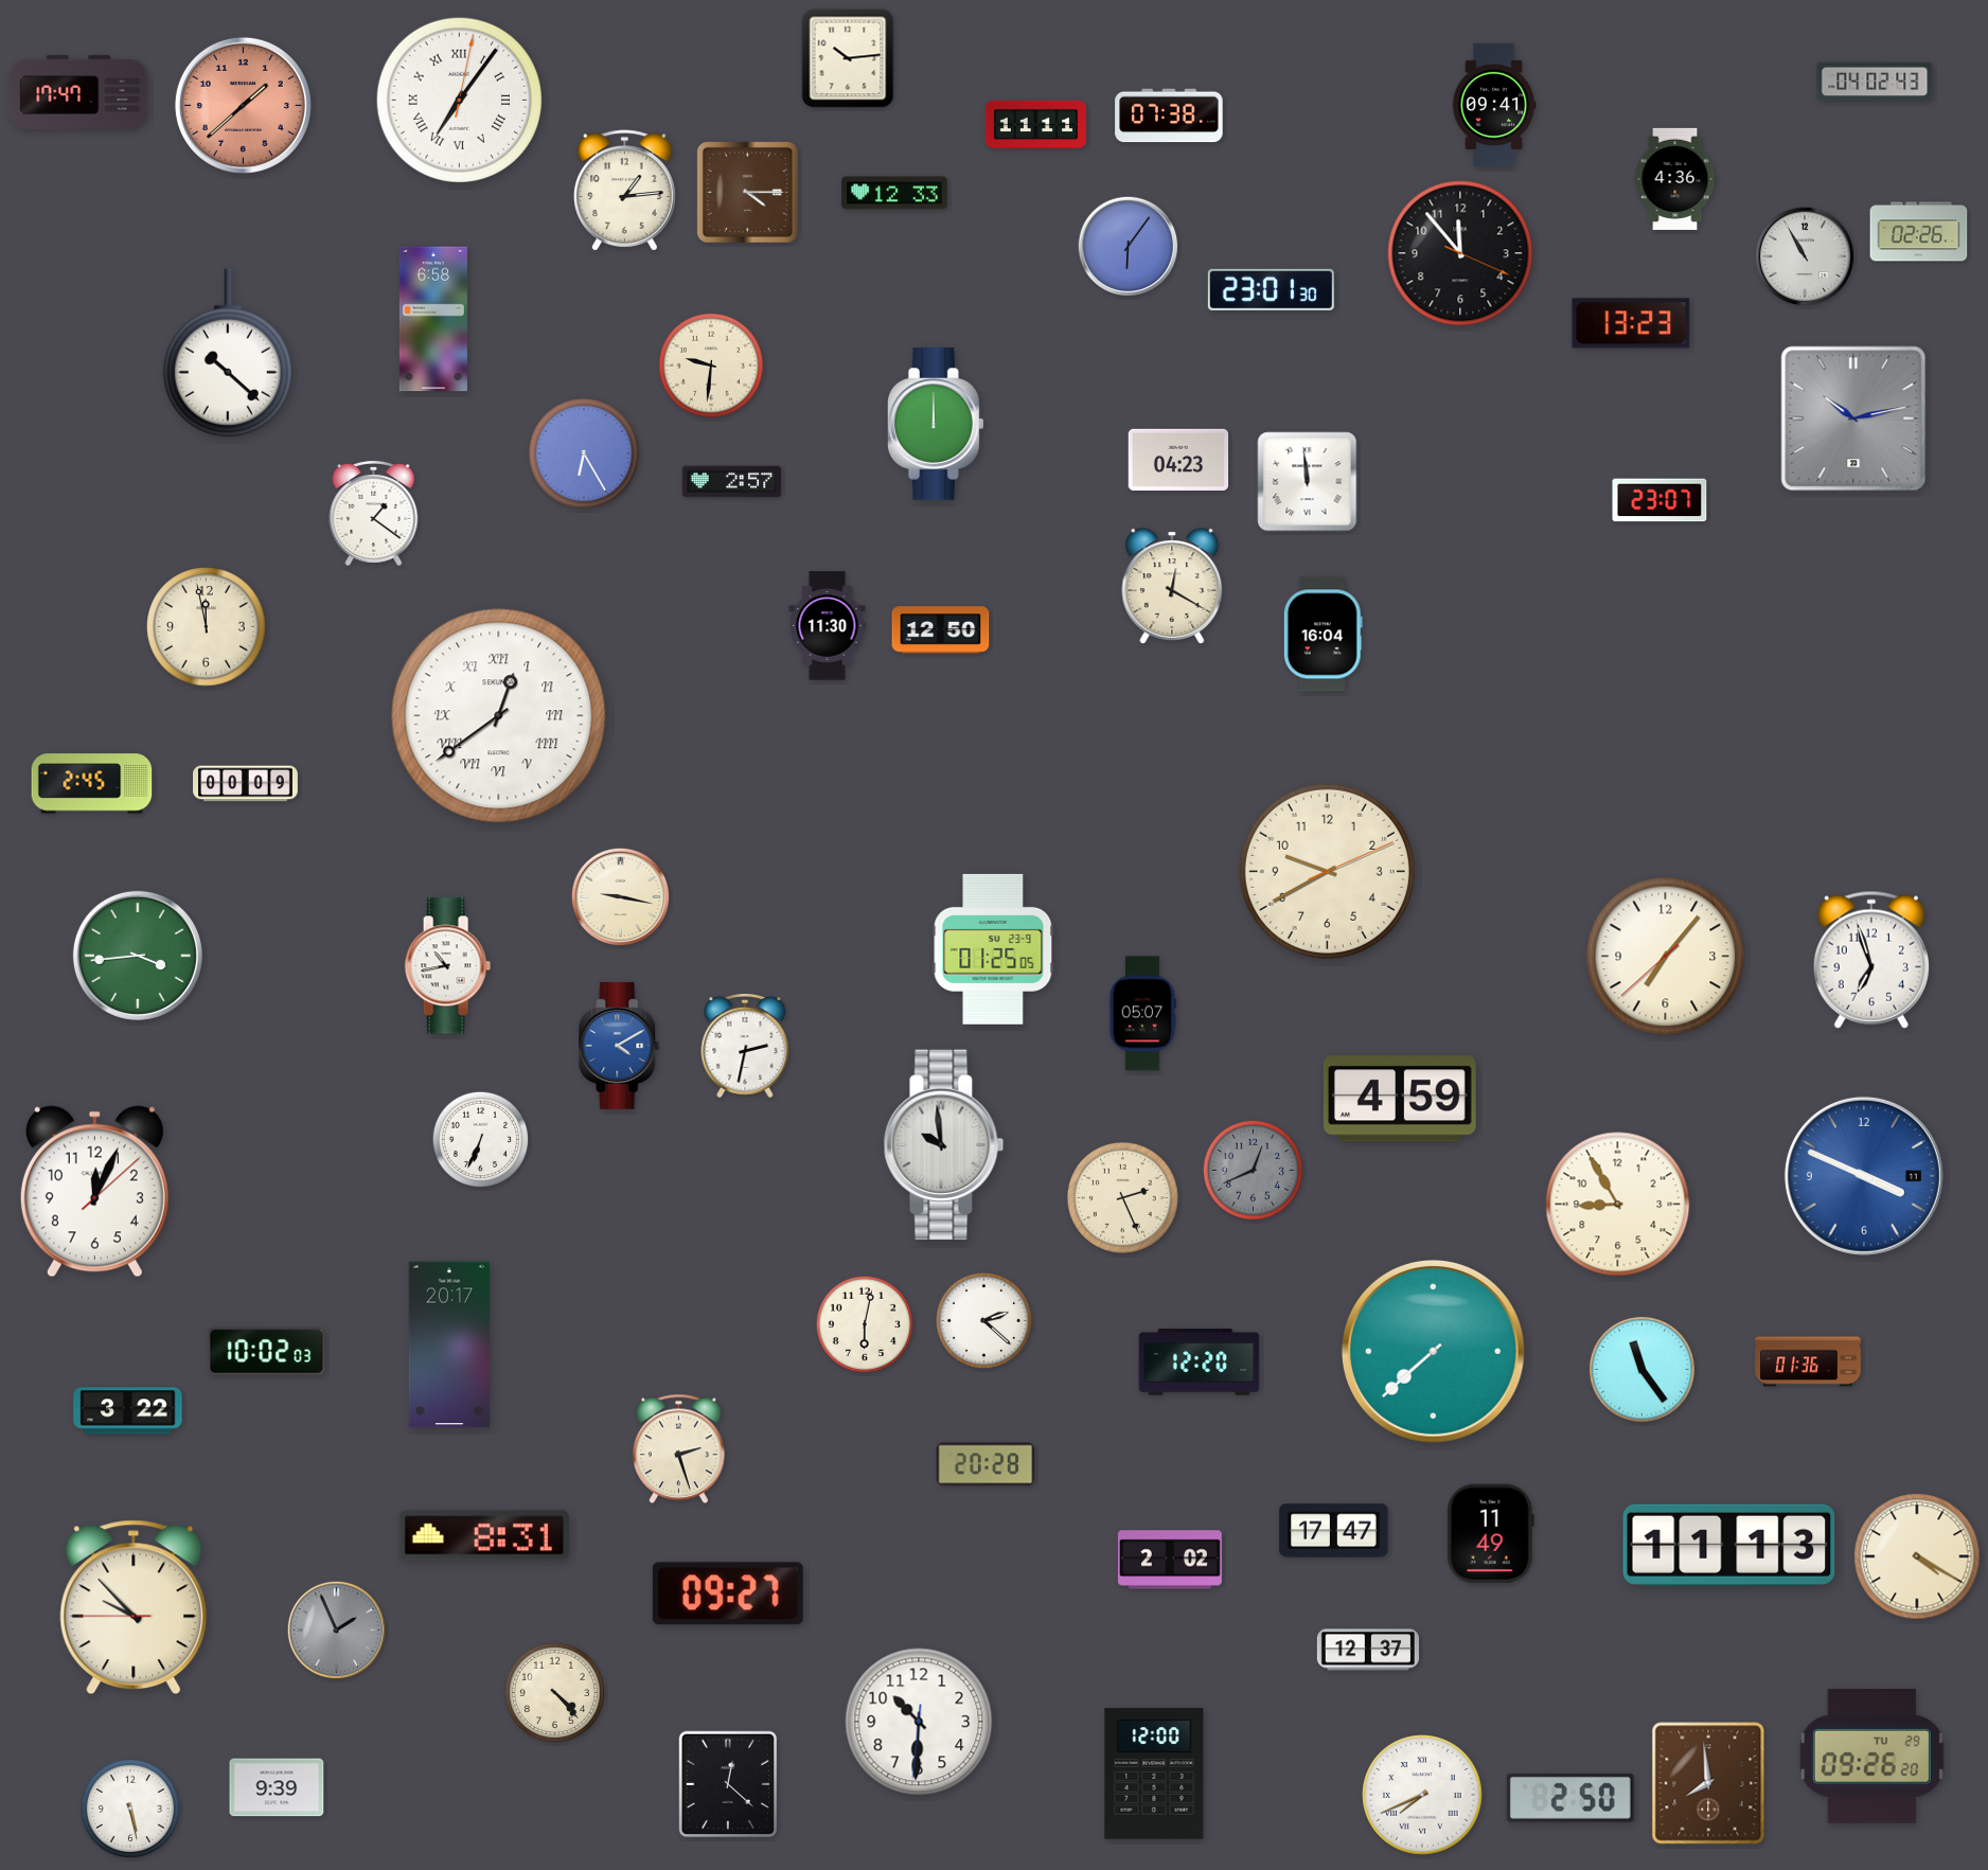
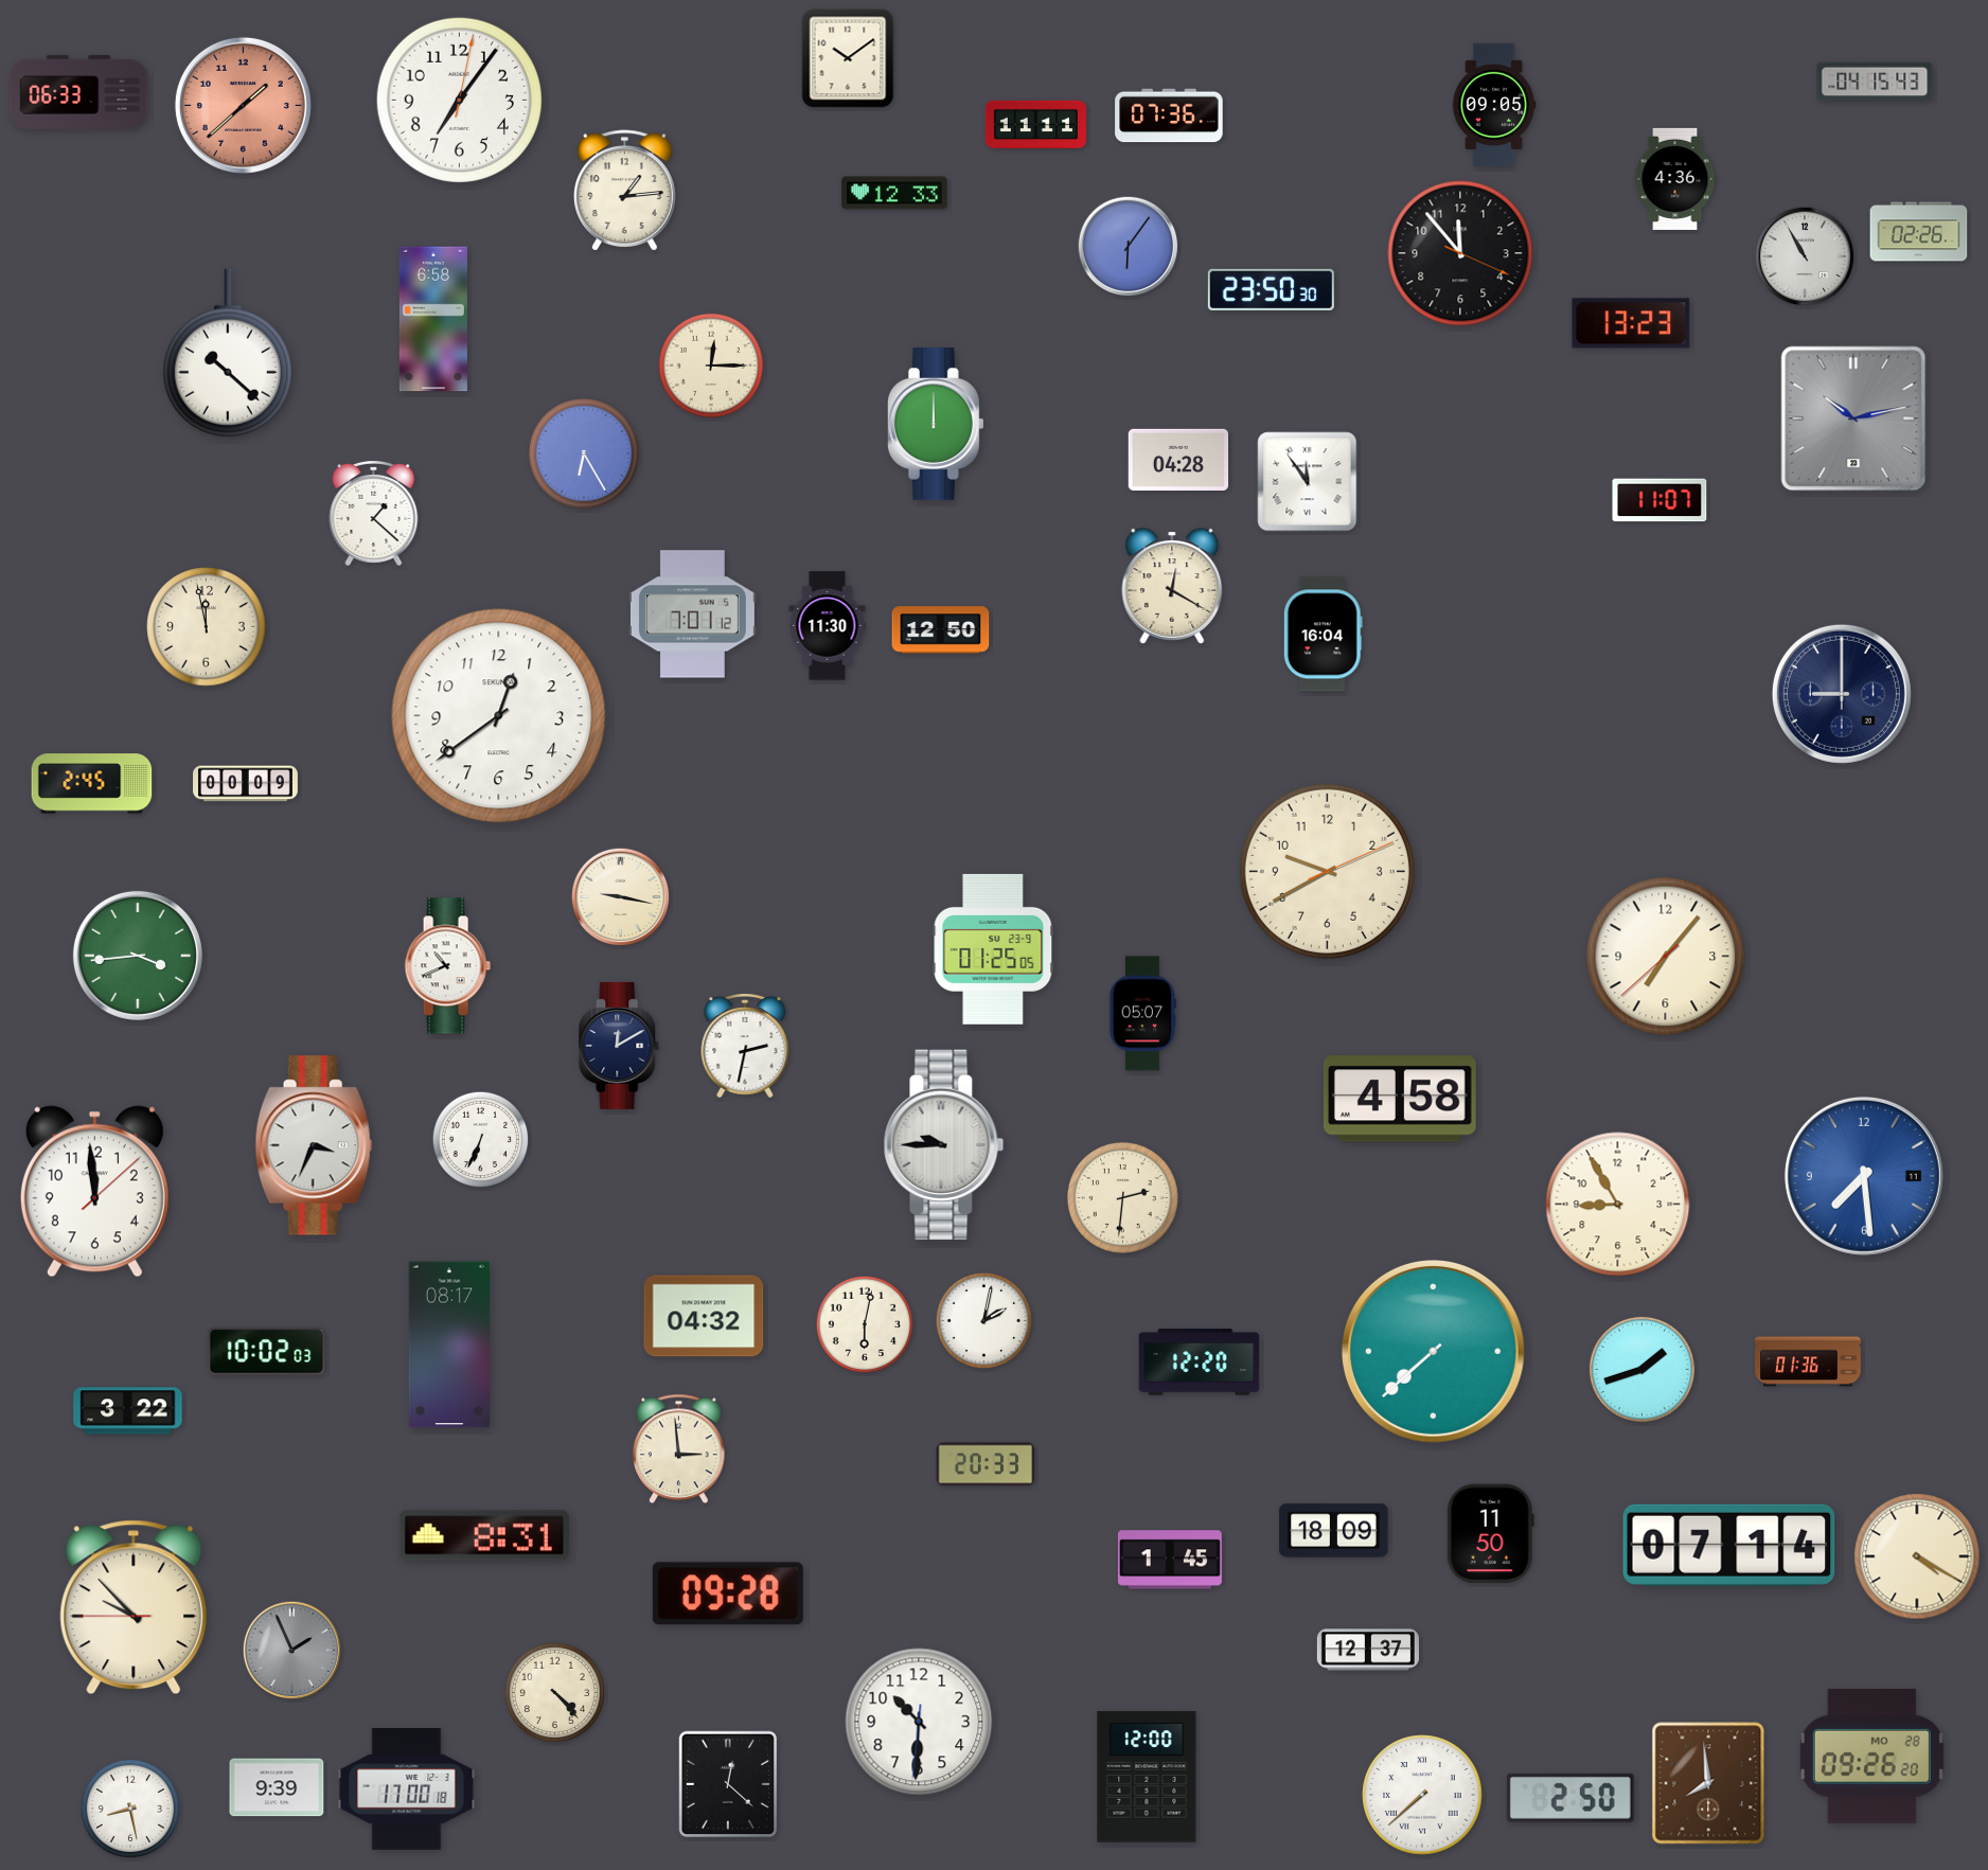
clock at (848, 58): 10:14 -> 10:09
clock at (1875, 81): 04:02 -> 04:15
clock at (78, 92): 17:47 -> 06:33
clock at (459, 100) numerals: Roman -> Arabic
clock at (1494, 105): 09:41 -> 09:05
clock at (1169, 115): 07:38 -> 07:36
clock at (747, 192): 4:15 -> none
clock at (1271, 289): 23:01 -> 23:50
clock at (711, 366): 9:31 -> 12:15
clock at (1178, 460): 04:23 -> 04:28
clock at (732, 482): 2:57 -> none
clock at (1308, 482): 11:59 -> 11:54
clock at (1659, 500): 23:07 -> 11:07
clock at (374, 513): 1:21 -> 1:22
clock at (692, 615): none -> 7:01
clock at (1842, 694): none -> 9:00
clock at (499, 716) numerals: Roman -> Arabic
clock at (1871, 960): 6:57 -> none
clock at (447, 966): 10:43 -> 10:41
clock at (619, 1046): 4:10 -> 12:10
clock at (619, 1046) dial: blue -> navy
clock at (1400, 1099): 4:59 -> 4:58
clock at (314, 1145): none -> 3:34
clock at (944, 1145): 9:59 -> 9:45
clock at (1253, 1170): 12:41 -> none
clock at (1864, 1176): 3:49 -> 7:29
clock at (94, 1192): 12:04 -> 11:59
clock at (1122, 1197): 2:26 -> 2:31
clock at (704, 1316): none -> 04:32
clock at (984, 1321): 2:22 -> 2:02
clock at (448, 1344): 20:17 -> 08:17
clock at (1641, 1369): 11:24 -> 1:42
clock at (679, 1449): 2:27 -> 2:59
clock at (986, 1464): 20:28 -> 20:33
clock at (1334, 1531): 17:47 -> 18:09
clock at (1490, 1534): 11:49 -> 11:50
clock at (1729, 1545): 11:13 -> 07:14
clock at (1170, 1560): 2:02 -> 1:45
clock at (728, 1593): 09:27 -> 09:28
clock at (337, 1631) position: (337, 1631) -> (292, 1651)
clock at (1871, 1756) date: TU 29 -> MO 28
clock at (1154, 1774) position: (1154, 1774) -> (1147, 1777)
clock at (407, 1789): none -> 17:00
clock at (1422, 1795): 7:41 -> 7:38
clock at (129, 1807): 5:28 -> 8:28
